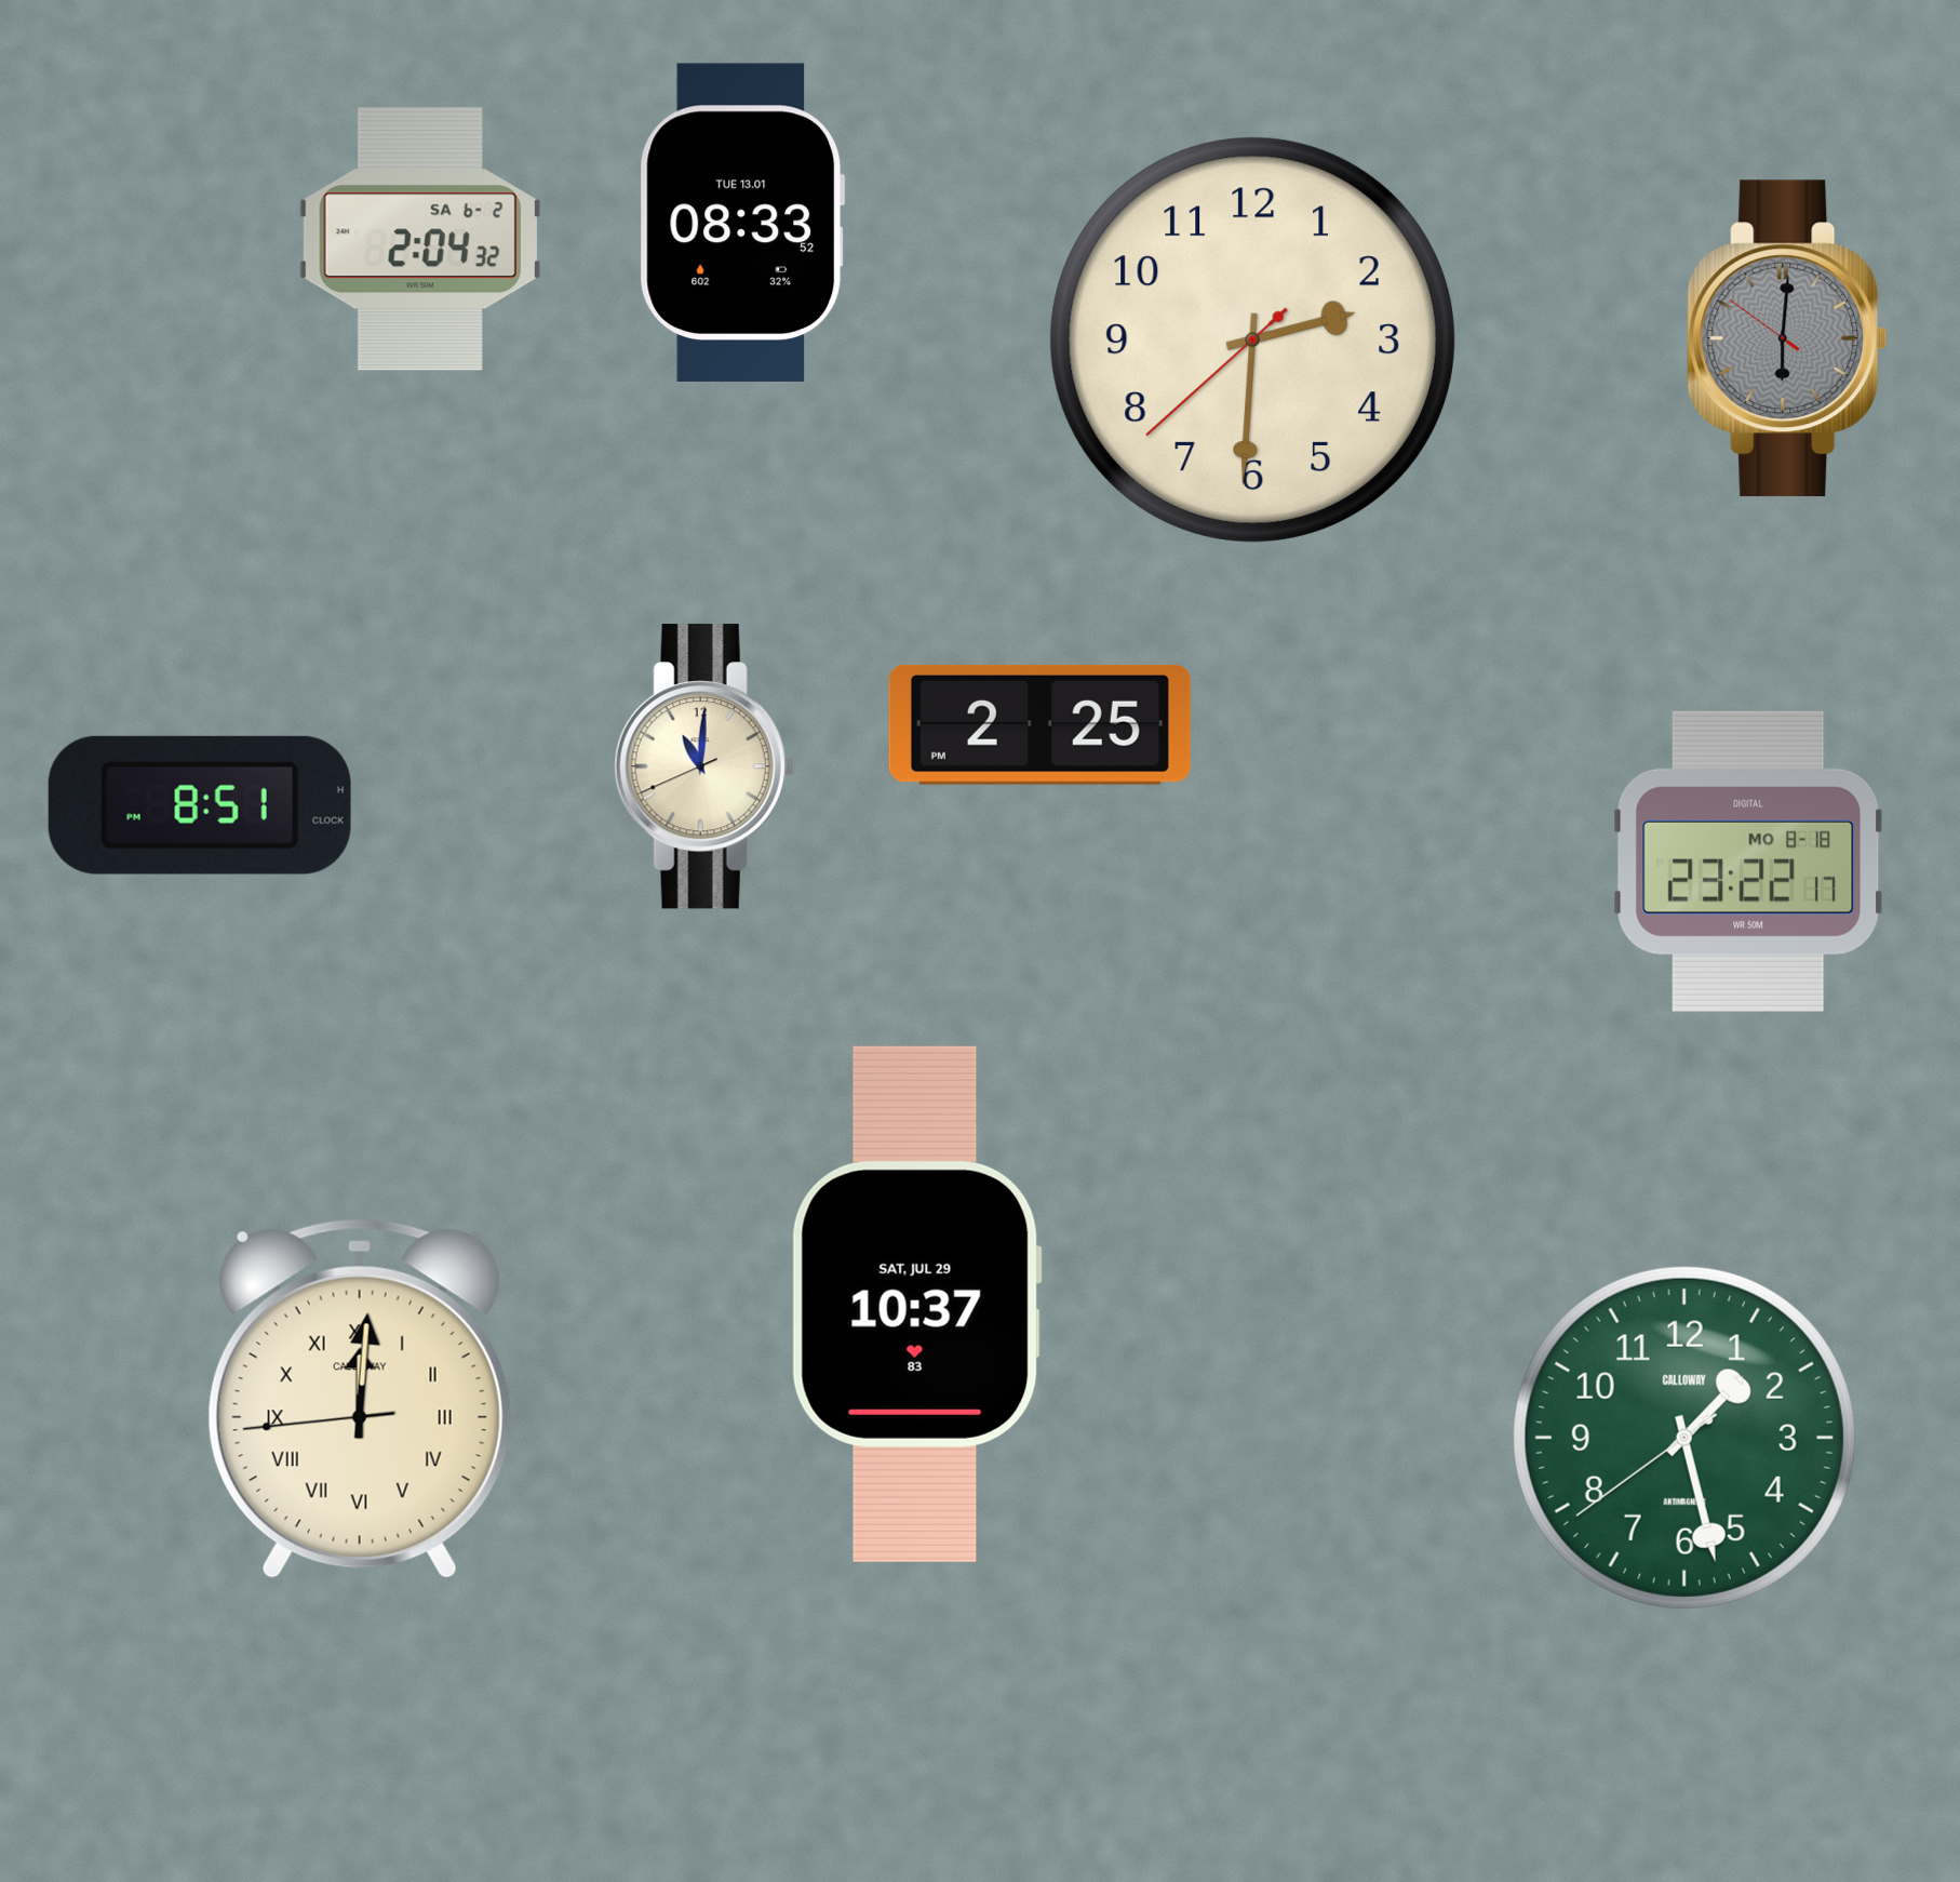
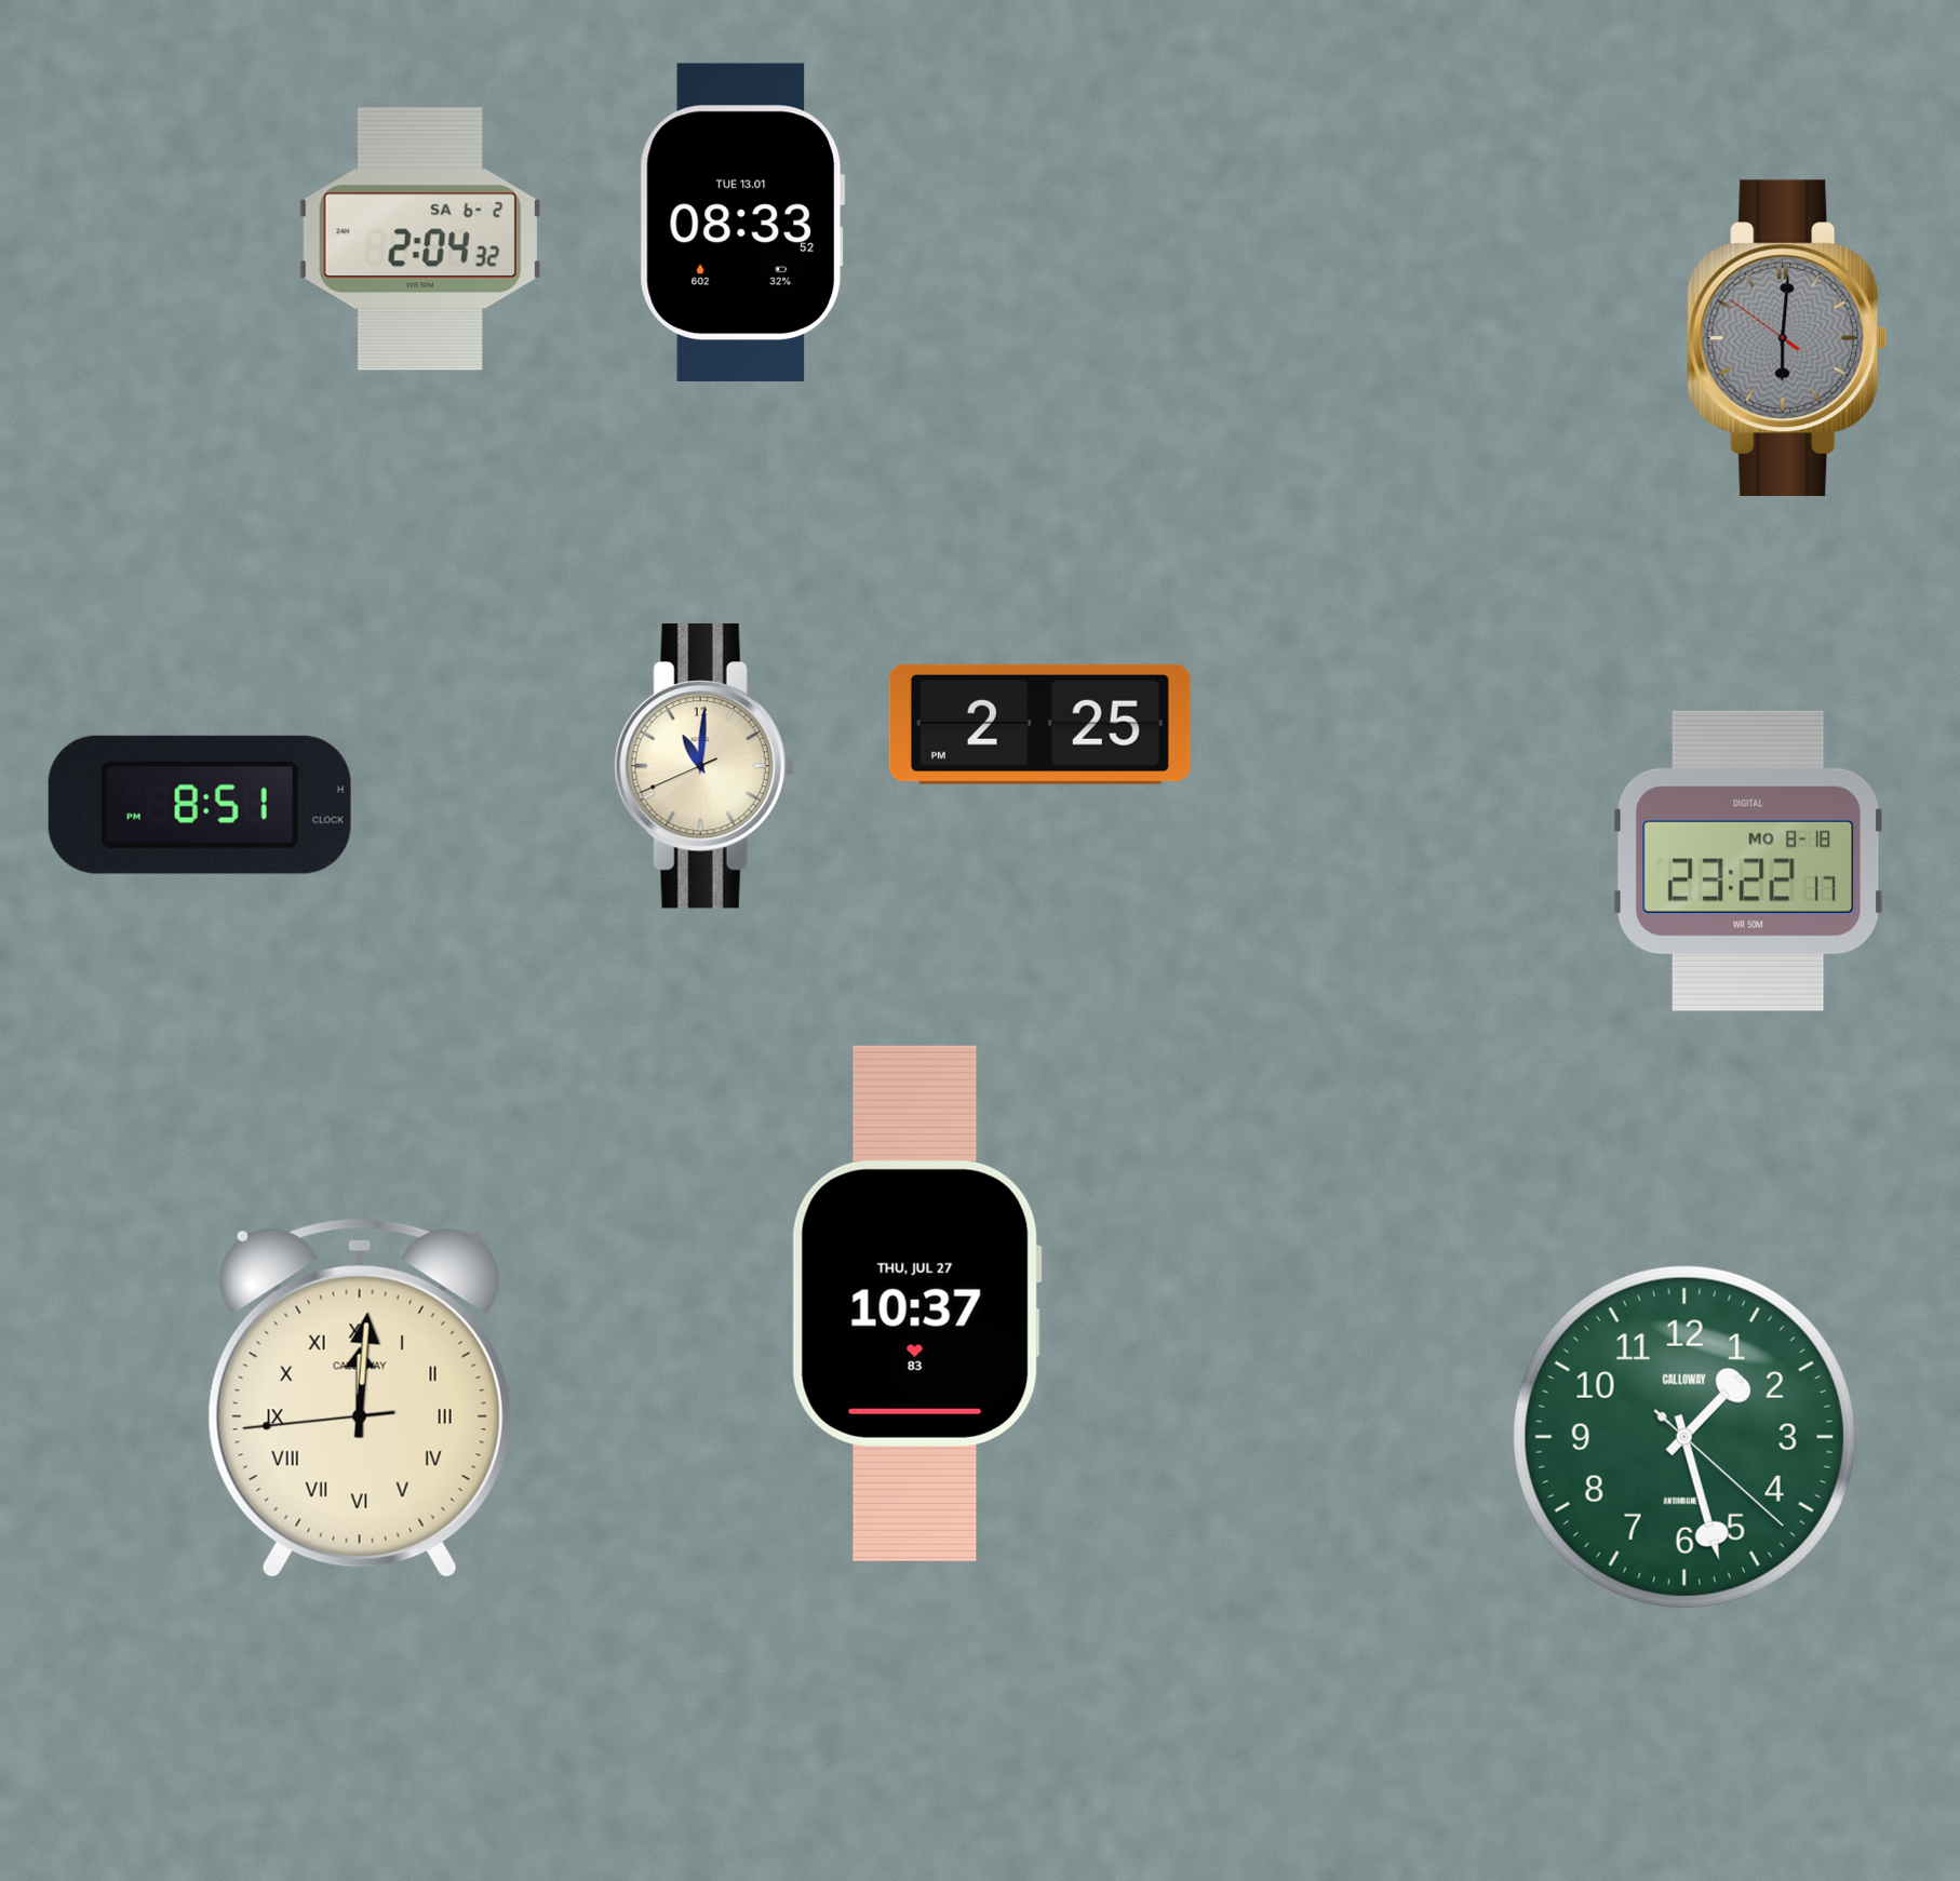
clock at (1252, 339): 2:30 -> none
clock at (916, 1304) date: SAT, JUL 29 -> THU, JUL 27
clock at (1684, 1438): 1:27:39 -> 1:27:22
